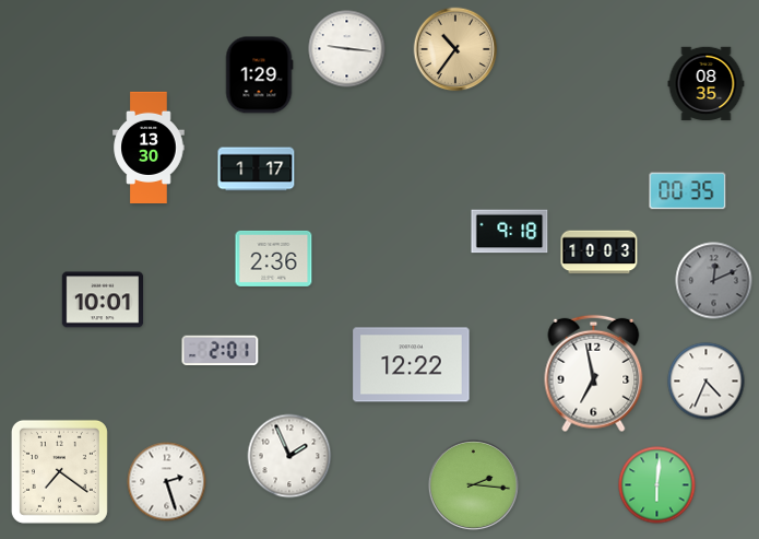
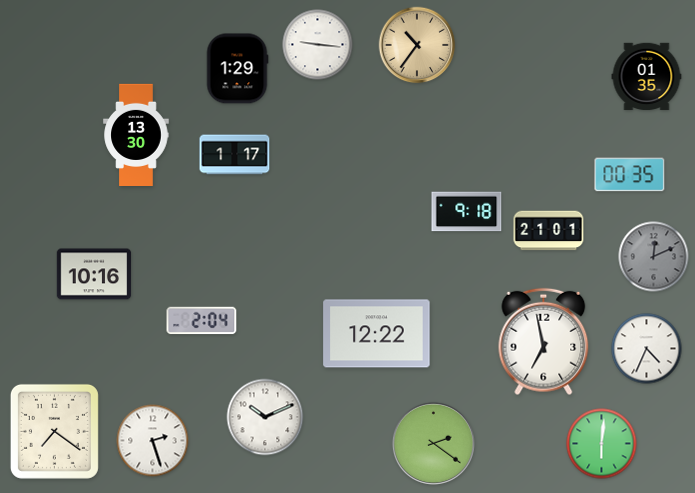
clock at (707, 84): 08:35 -> 01:35
clock at (600, 253): 10:03 -> 21:01
clock at (274, 258): 2:36 -> none
clock at (103, 300): 10:01 -> 10:16
clock at (221, 351): 2:01 -> 2:04
clock at (289, 456): 1:56 -> 10:11
clock at (473, 484): 2:16 -> 2:21
